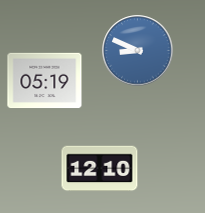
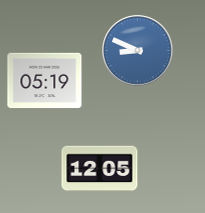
clock at (100, 169): 12:10 -> 12:05
